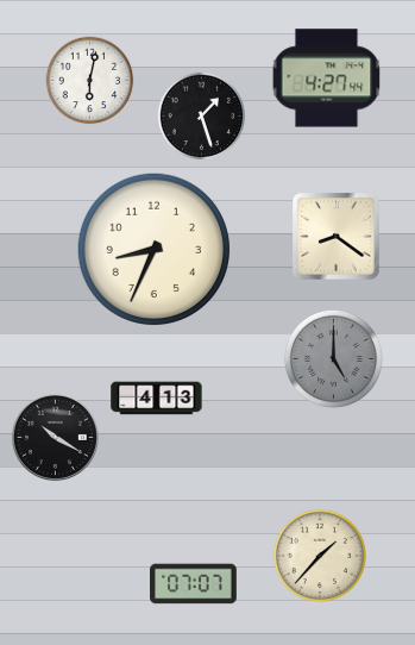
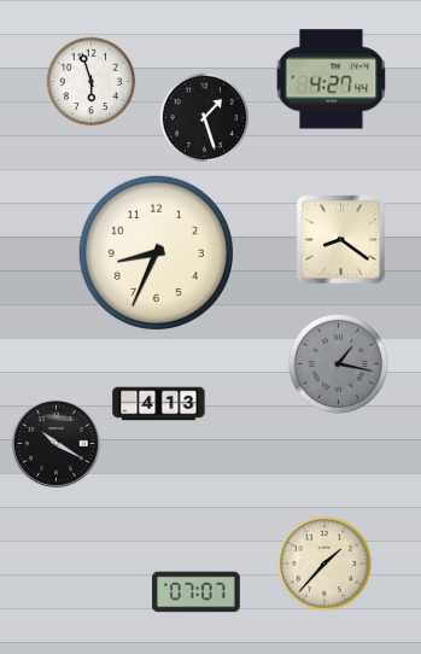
clock at (90, 81): 6:02 -> 5:57
clock at (333, 358): 5:00 -> 1:17
